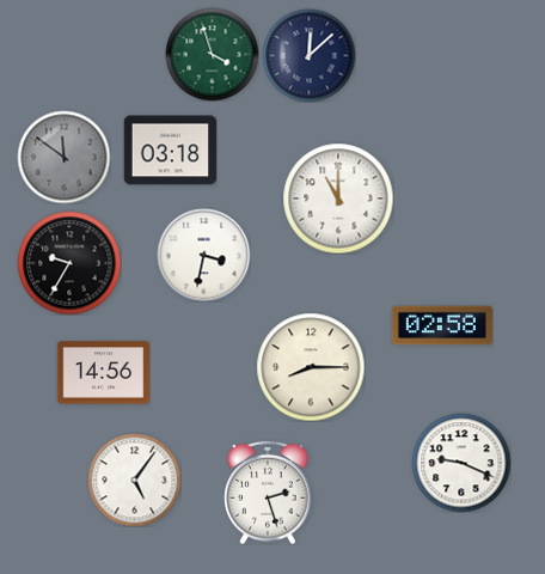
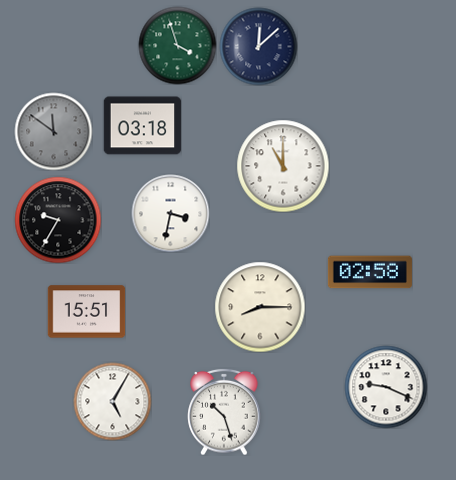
clock at (103, 373): 14:56 -> 15:51
clock at (134, 480): 5:06 -> 5:05
clock at (268, 493): 2:27 -> 10:27
